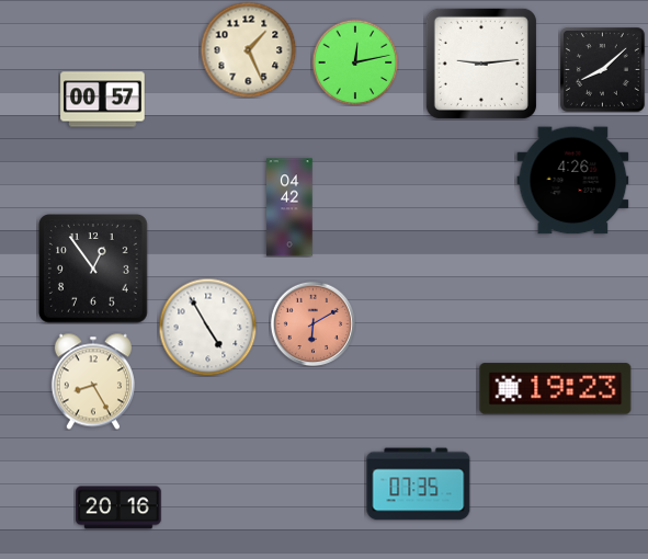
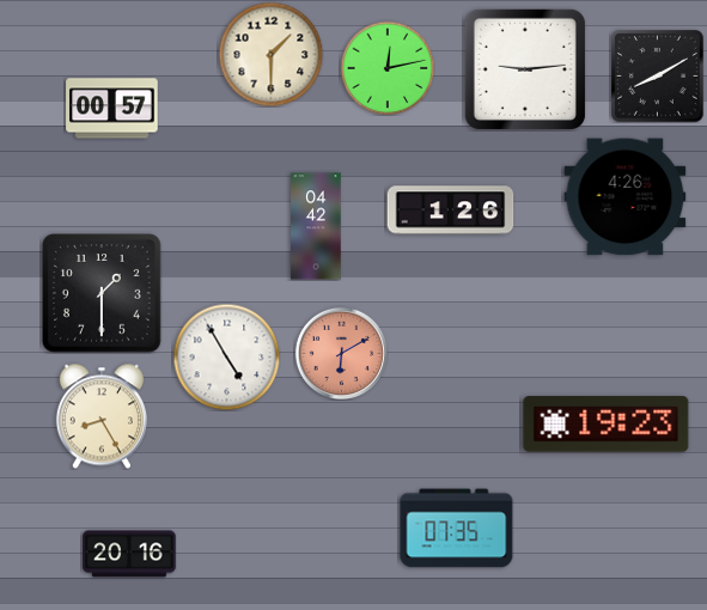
clock at (248, 49): 1:26 -> 1:30
clock at (603, 70): 8:08 -> 8:10
clock at (451, 211): none -> 1:26
clock at (93, 269): 12:54 -> 1:30
